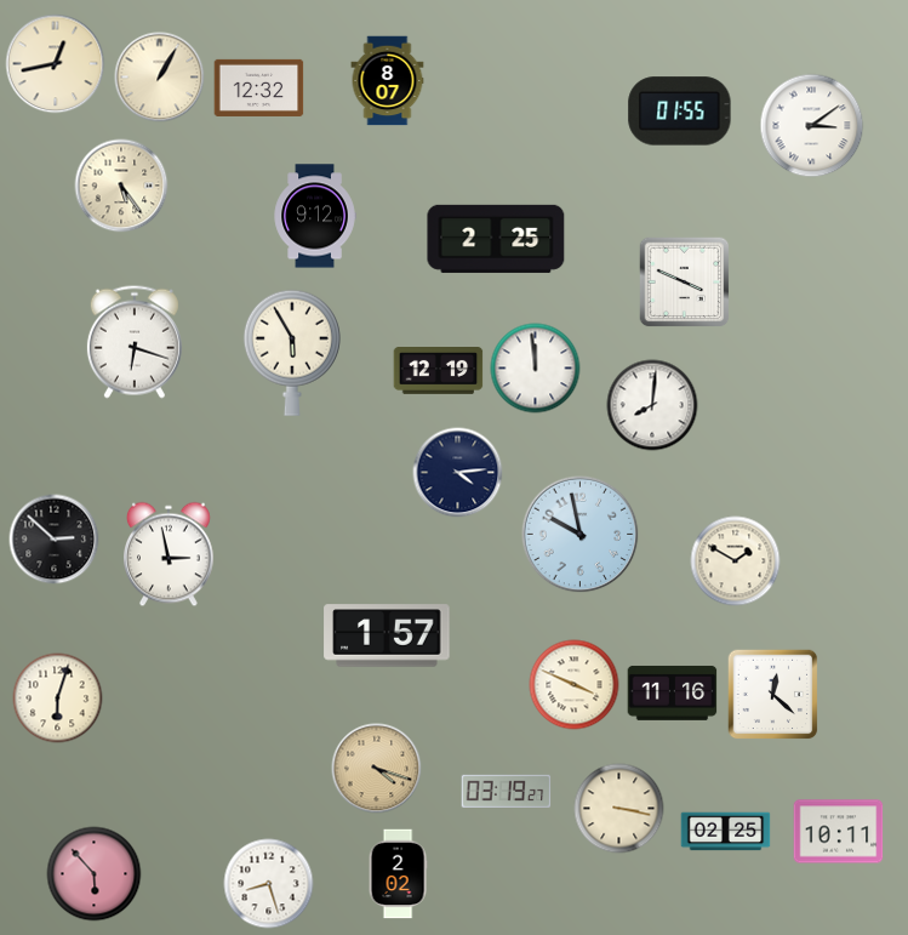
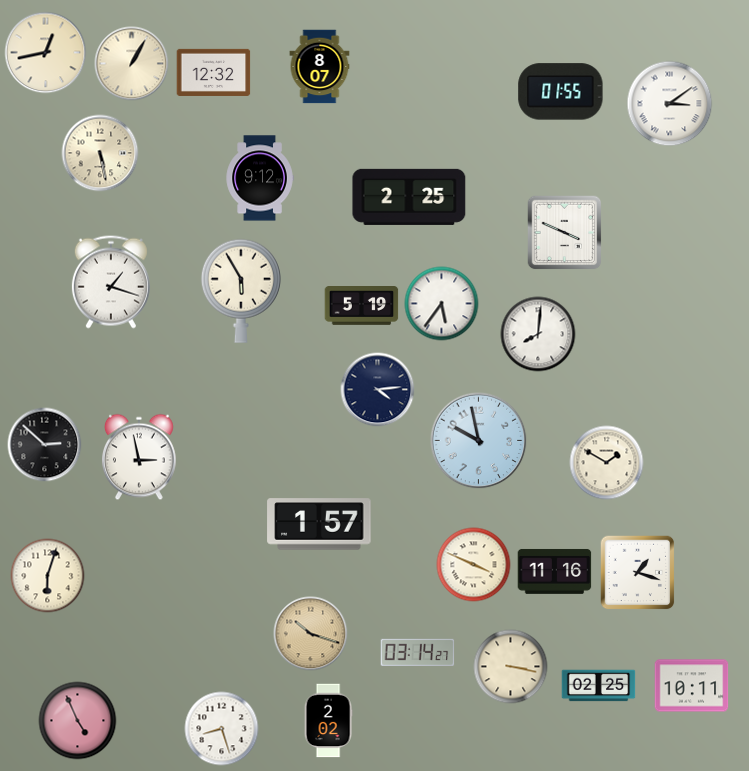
clock at (121, 186): 5:24 -> 5:28
clock at (135, 342): 6:18 -> 1:18
clock at (536, 369): 11:59 -> 5:36
clock at (439, 371): 12:19 -> 5:19
clock at (773, 695): 12:22 -> 1:18
clock at (377, 769): 4:18 -> 10:18
clock at (507, 791): 03:19 -> 03:14
clock at (95, 874): 5:53 -> 4:56
